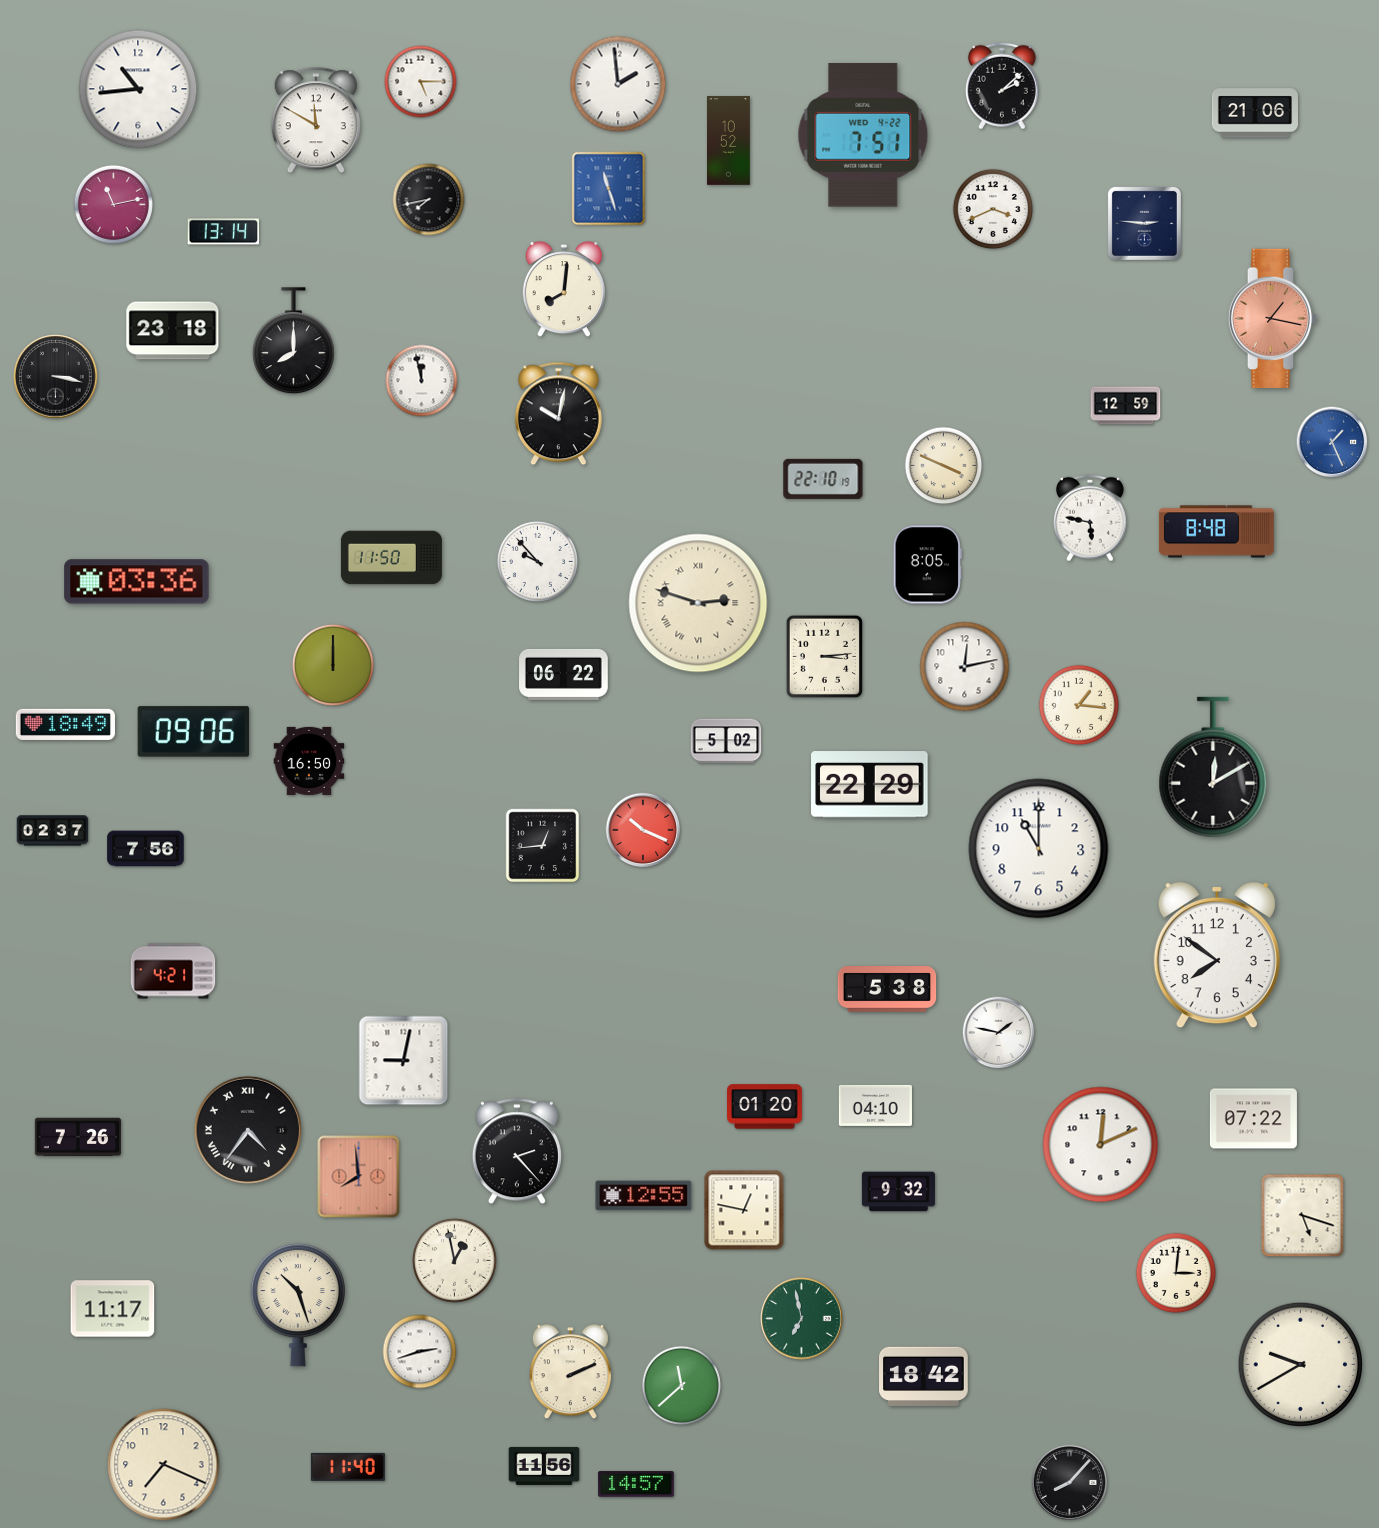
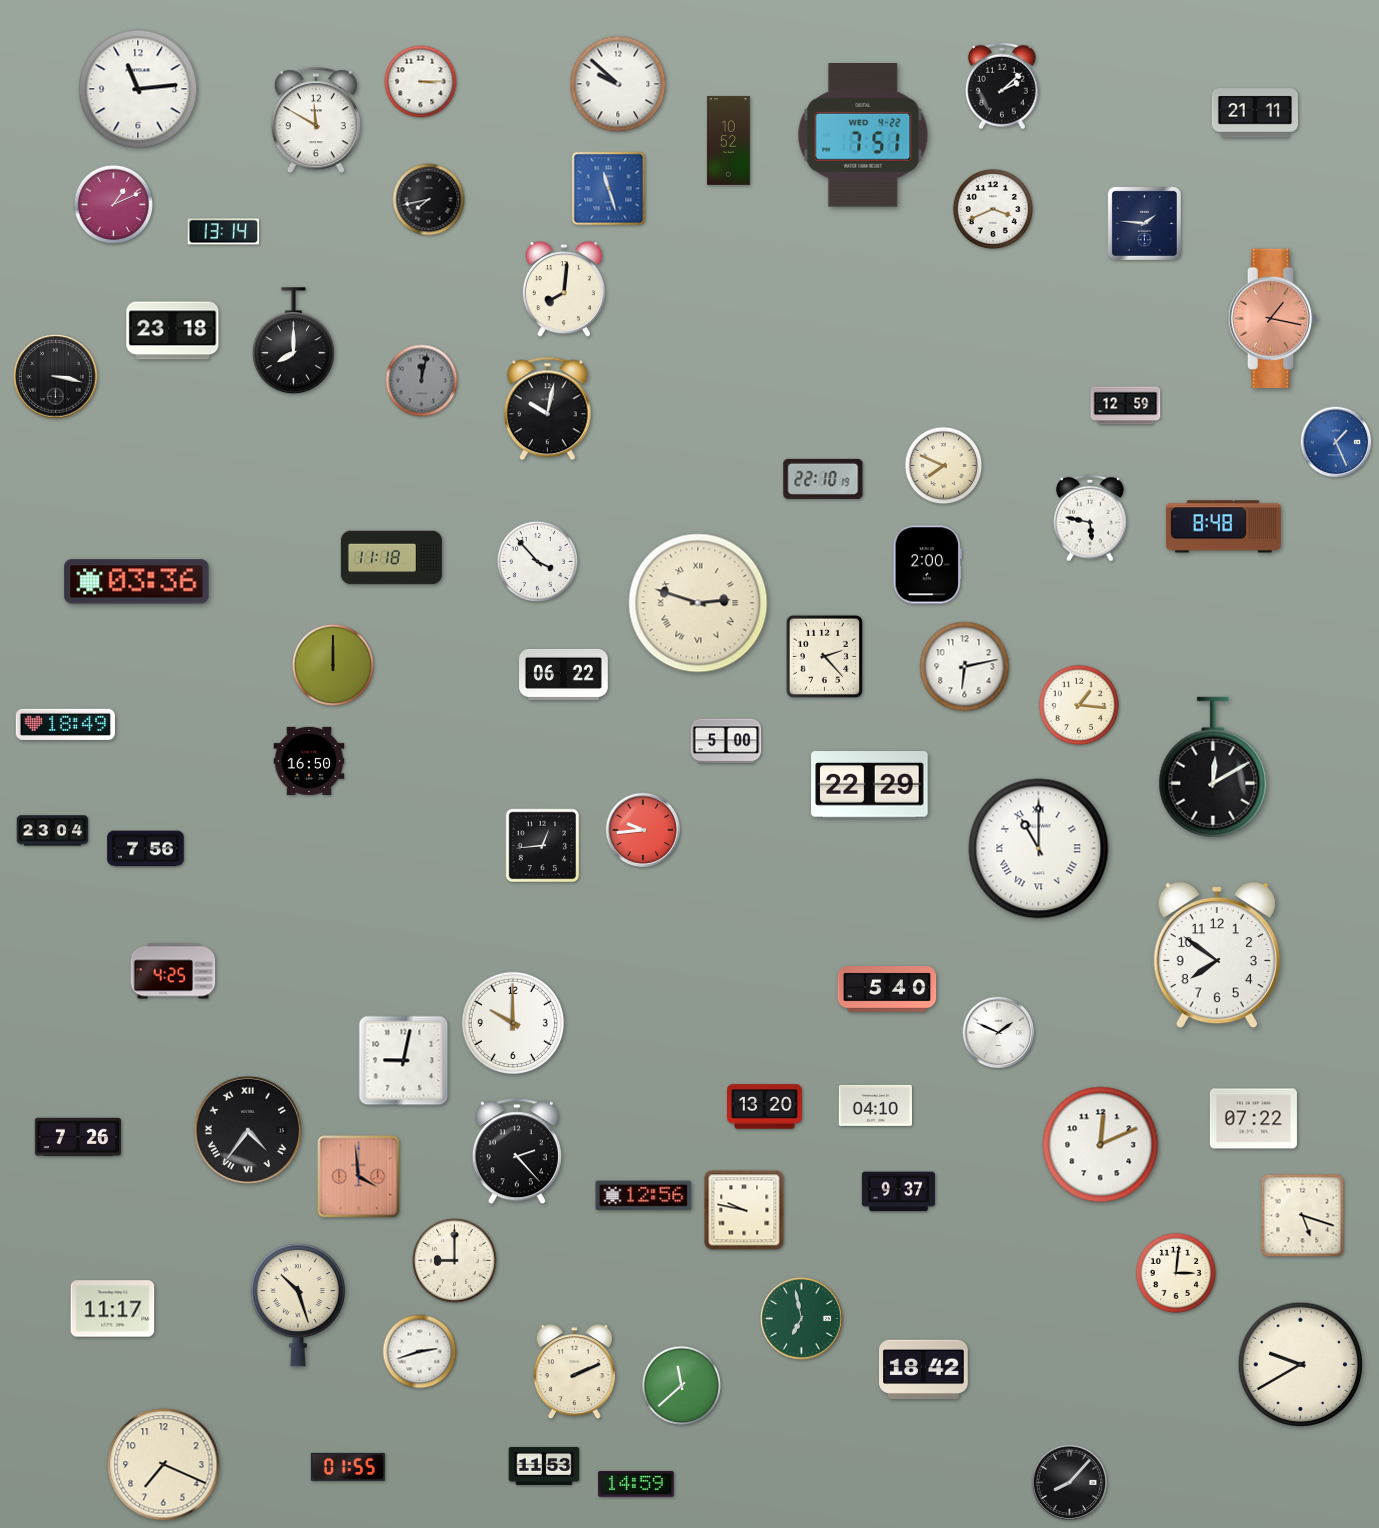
clock at (421, 82): 5:15 -> 3:15
clock at (618, 84): 1:59 -> 9:52
clock at (138, 89): 10:44 -> 11:14
clock at (1254, 113): 21:06 -> 21:11
clock at (113, 204): 11:13 -> 1:11
clock at (1144, 223): 2:46 -> 1:46
clock at (422, 381): 11:58 -> 12:02
clock at (422, 381) dial: white -> grey
clock at (558, 414) position: (558, 414) -> (547, 409)
clock at (1332, 442) position: (1332, 442) -> (1336, 442)
clock at (944, 466): 3:49 -> 7:49
clock at (1216, 532) position: (1216, 532) -> (1223, 527)
clock at (391, 558): 11:50 -> 11:18
clock at (537, 561): 9:53 -> 3:53
clock at (927, 565): 8:05 -> 2:00
clock at (824, 656): 3:14 -> 2:23
clock at (965, 667): 12:13 -> 6:13
clock at (194, 732): 09:06 -> none
clock at (726, 741): 5:02 -> 5:00
clock at (643, 830): 10:19 -> 9:44
clock at (53, 831): 02:37 -> 23:04
clock at (1039, 849) numerals: Arabic -> Roman
clock at (173, 971): 4:21 -> 4:25
clock at (887, 989): 5:38 -> 5:40
clock at (513, 1023): none -> 10:00
clock at (999, 1033): 1:47 -> 1:49
clock at (765, 1107): 01:20 -> 13:20
clock at (359, 1177): 7:59 -> 3:59
clock at (898, 1192): 9:32 -> 9:37
clock at (644, 1196): 12:55 -> 12:56
clock at (744, 1210): 12:47 -> 9:47
clock at (455, 1261): 12:58 -> 9:00
clock at (570, 1372) position: (570, 1372) -> (574, 1372)
clock at (924, 1377) position: (924, 1377) -> (924, 1370)
clock at (544, 1466): 11:56 -> 11:53
clock at (348, 1467): 11:40 -> 01:55
clock at (636, 1484): 14:57 -> 14:59
